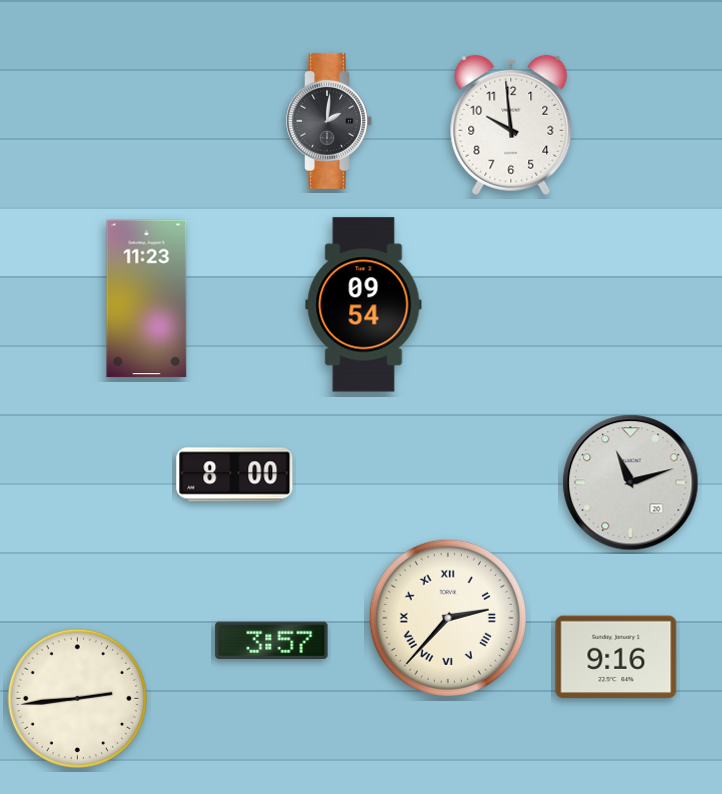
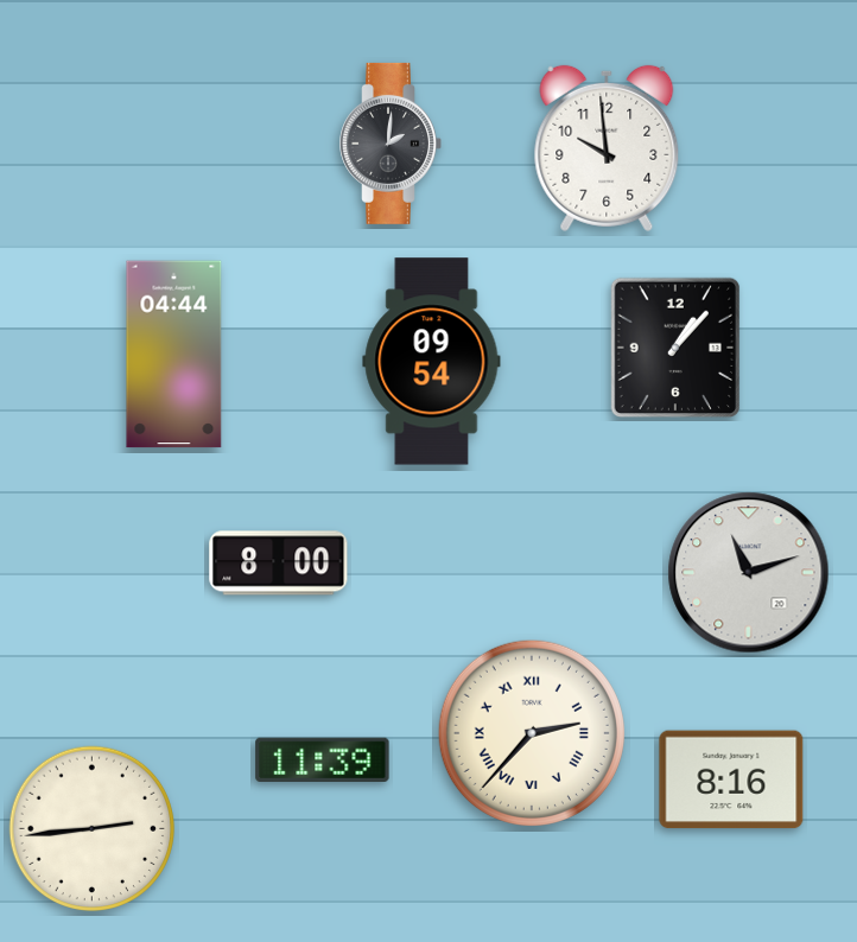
clock at (675, 348): none -> 1:07
clock at (147, 299): 11:23 -> 04:44
clock at (272, 640): 3:57 -> 11:39
clock at (616, 657): 9:16 -> 8:16
